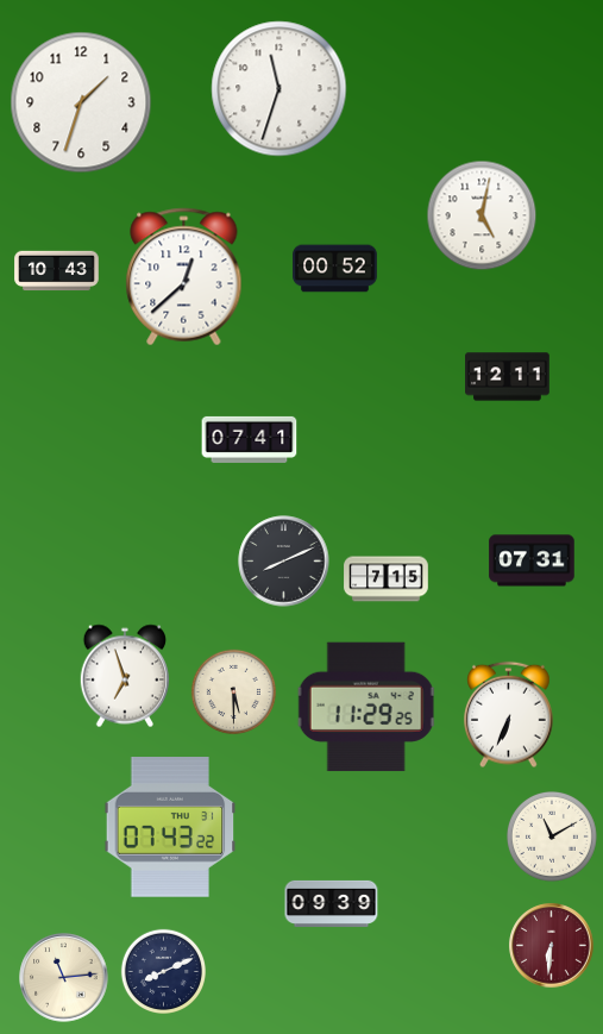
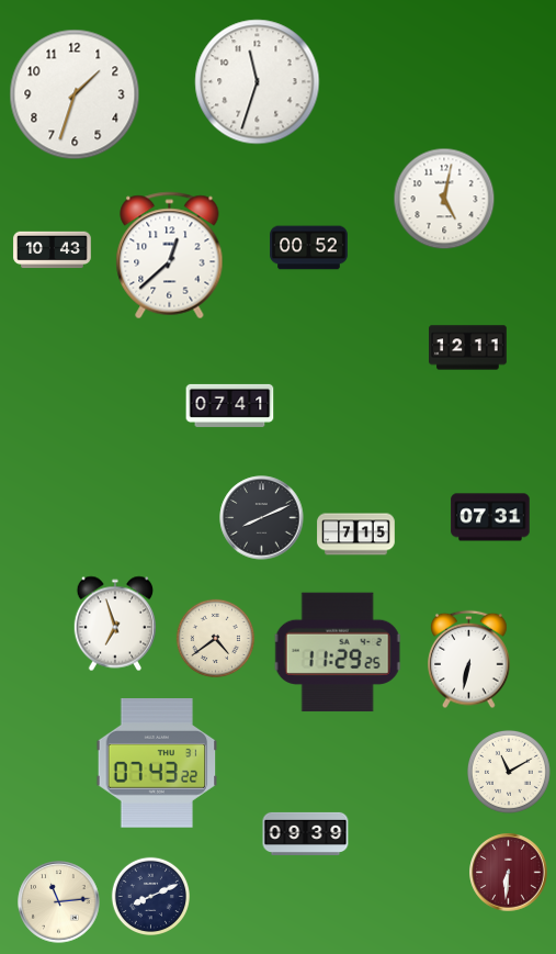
clock at (233, 691): 5:30 -> 4:39
clock at (509, 715): 6:34 -> 6:32
